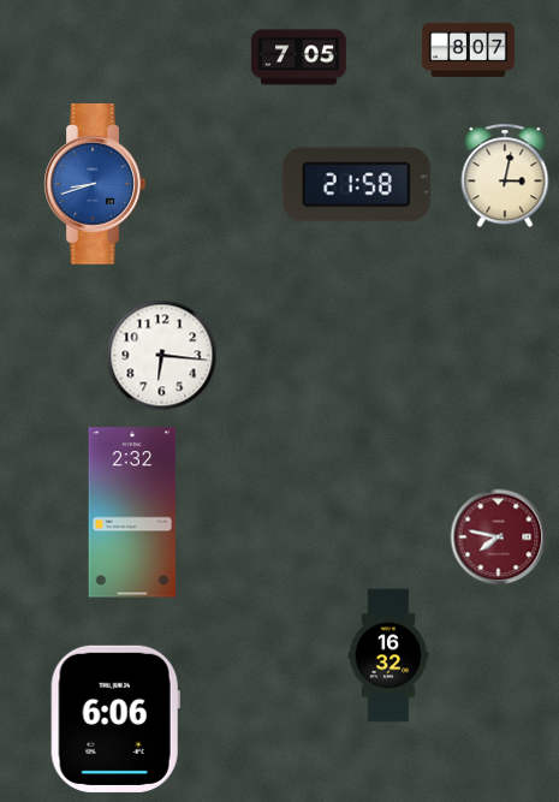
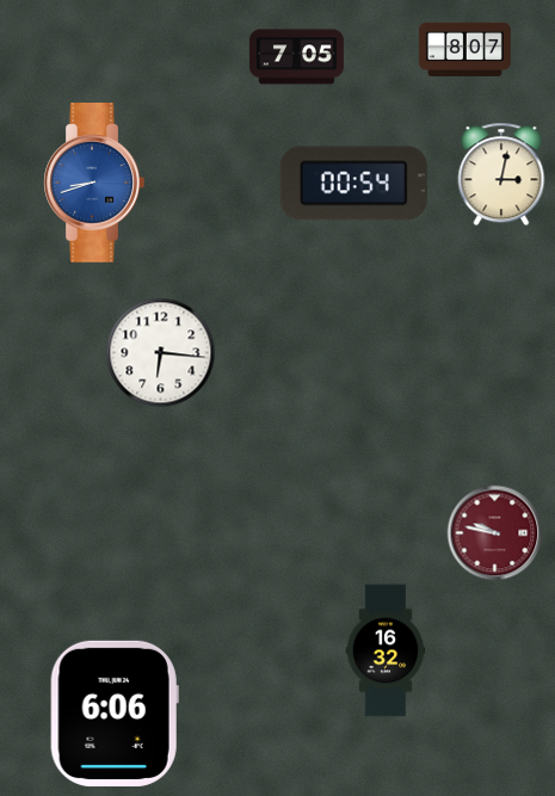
clock at (356, 185): 21:58 -> 00:54
clock at (132, 512): 2:32 -> none
clock at (498, 536): 7:47 -> 9:47
